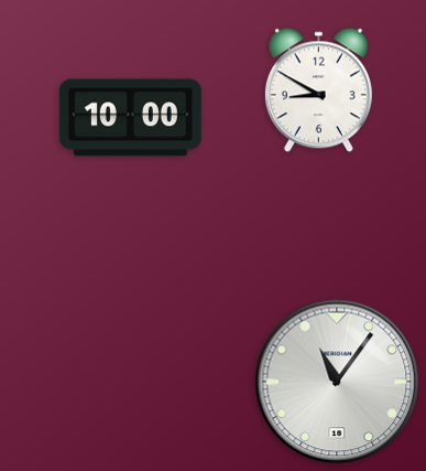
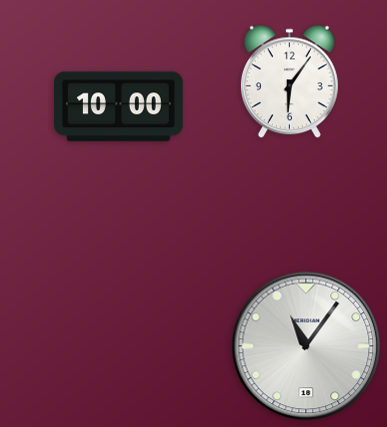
clock at (318, 90): 8:50 -> 6:06
